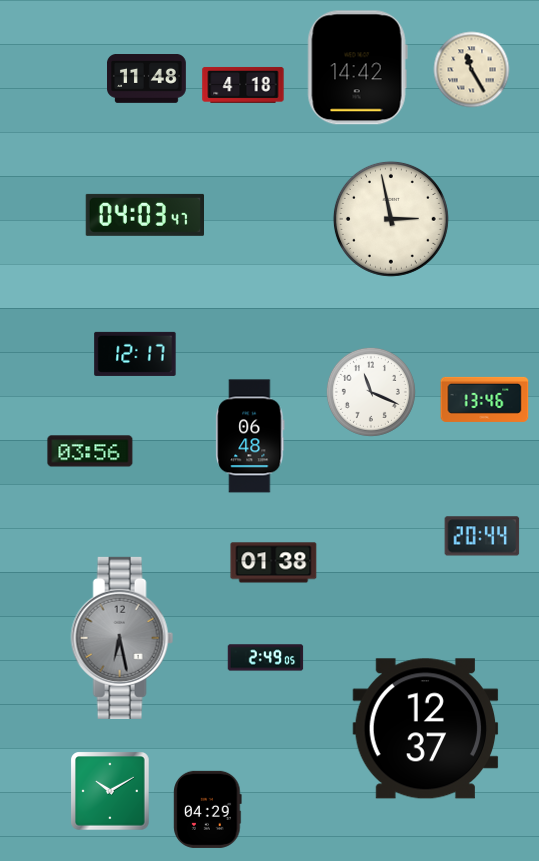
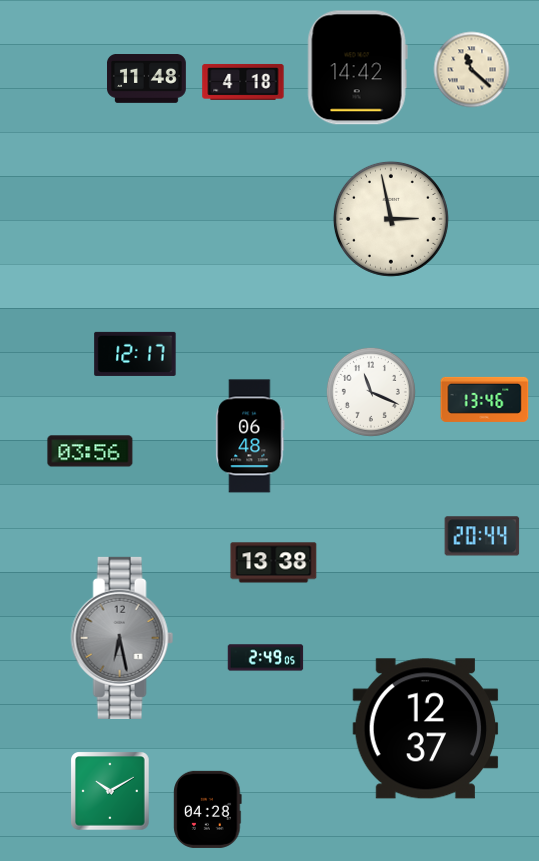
clock at (472, 70): 11:25 -> 11:22
clock at (243, 85) position: (243, 85) -> (243, 82)
clock at (144, 215): 04:03 -> none
clock at (274, 563): 01:38 -> 13:38
clock at (208, 809): 04:29 -> 04:28
